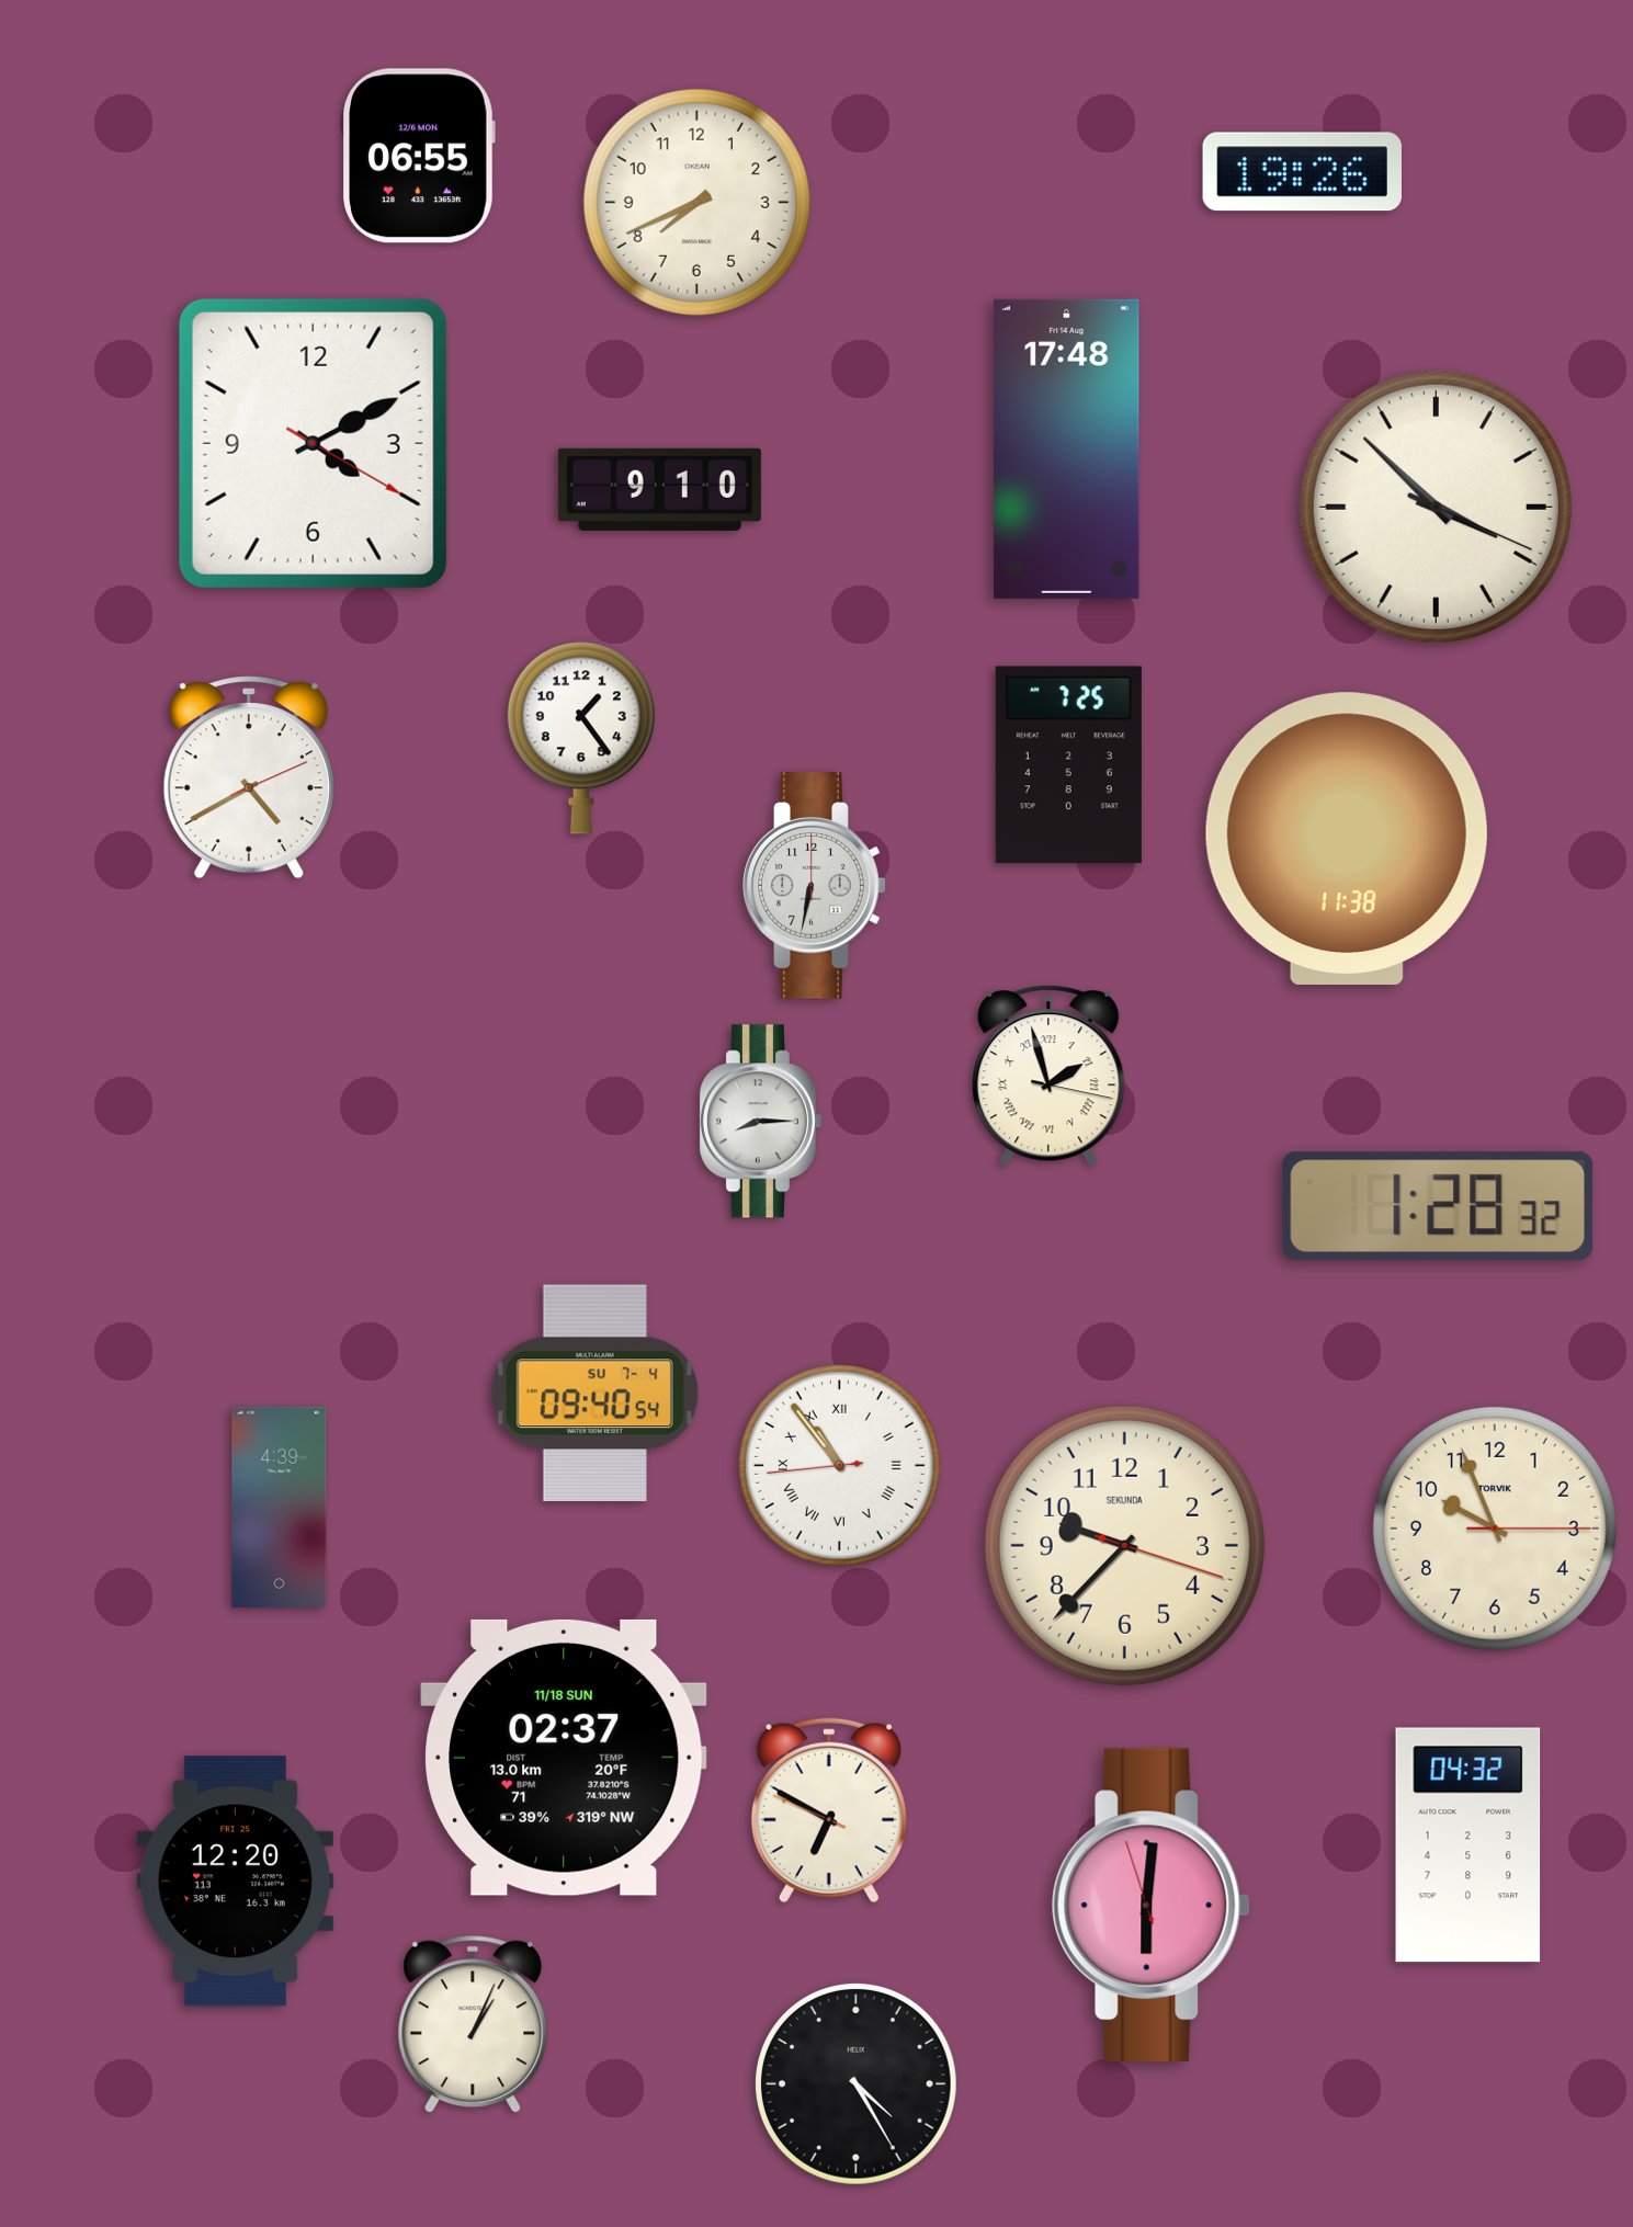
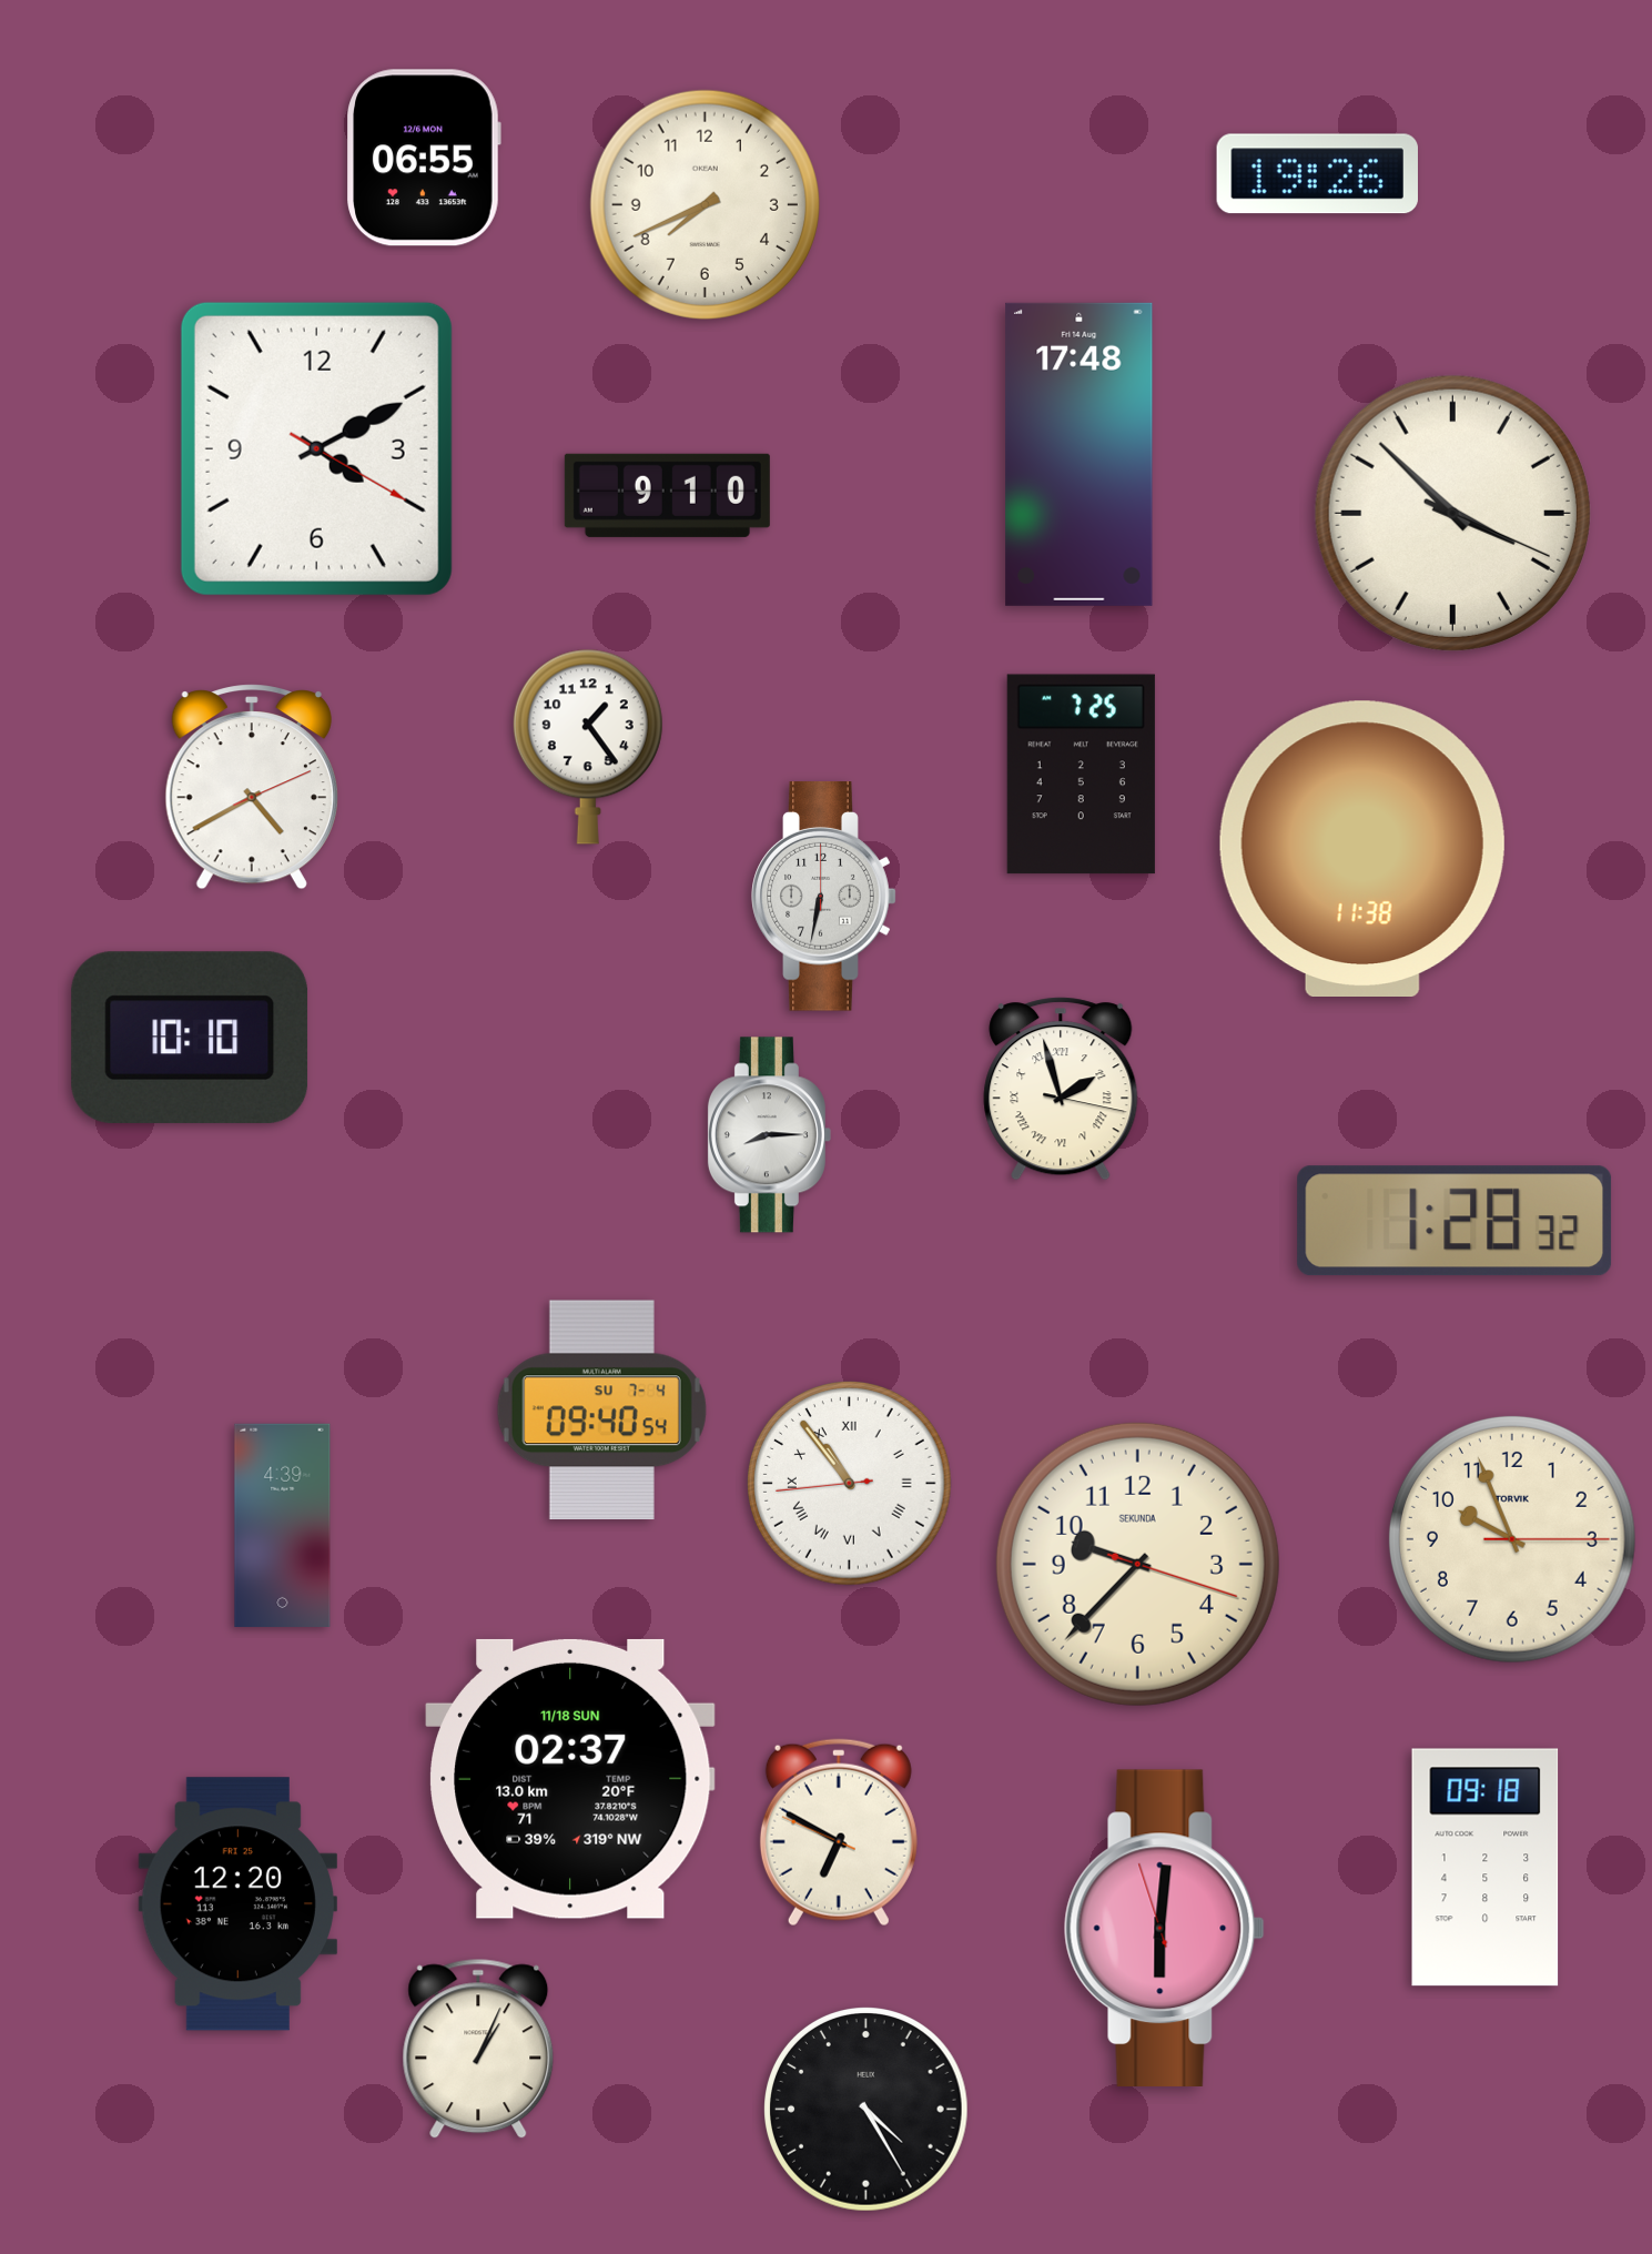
clock at (190, 1038): none -> 10:10
clock at (1495, 1529) position: (1495, 1529) -> (1512, 1539)
clock at (1468, 1845): 04:32 -> 09:18
